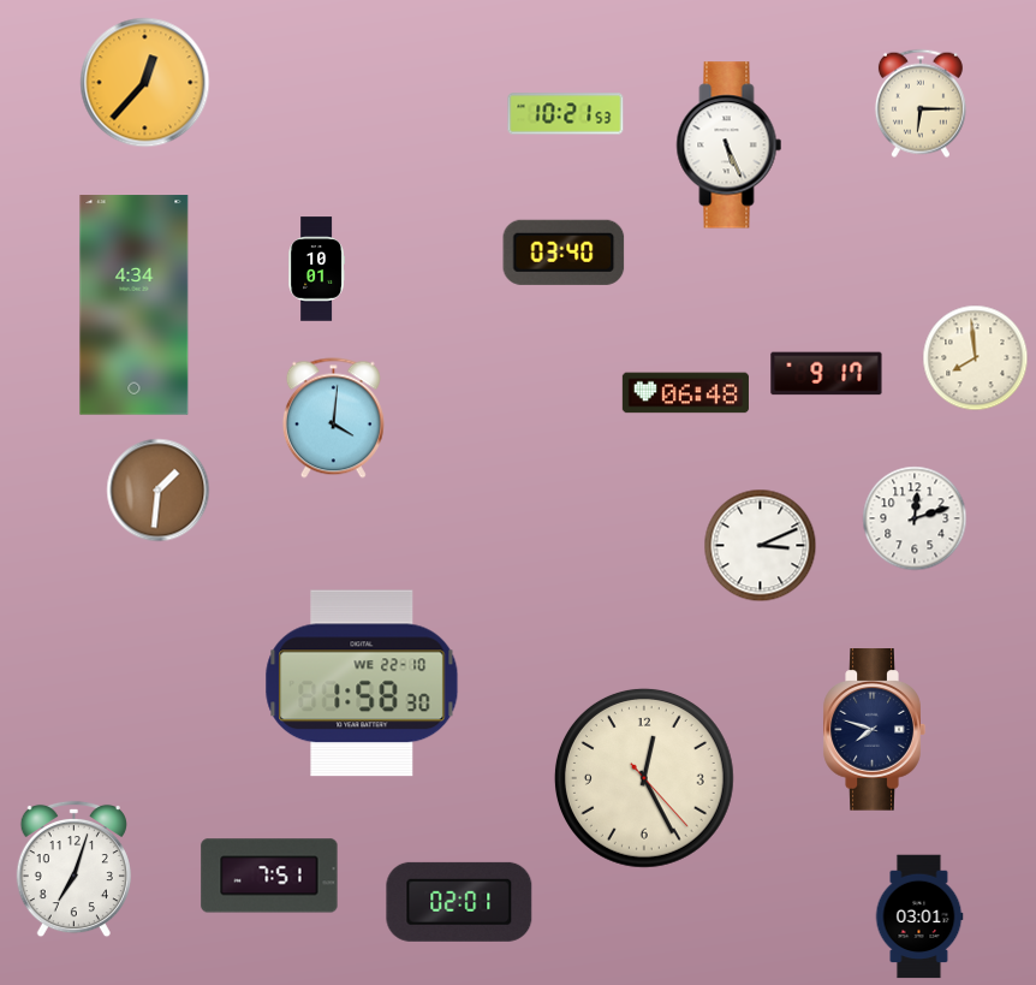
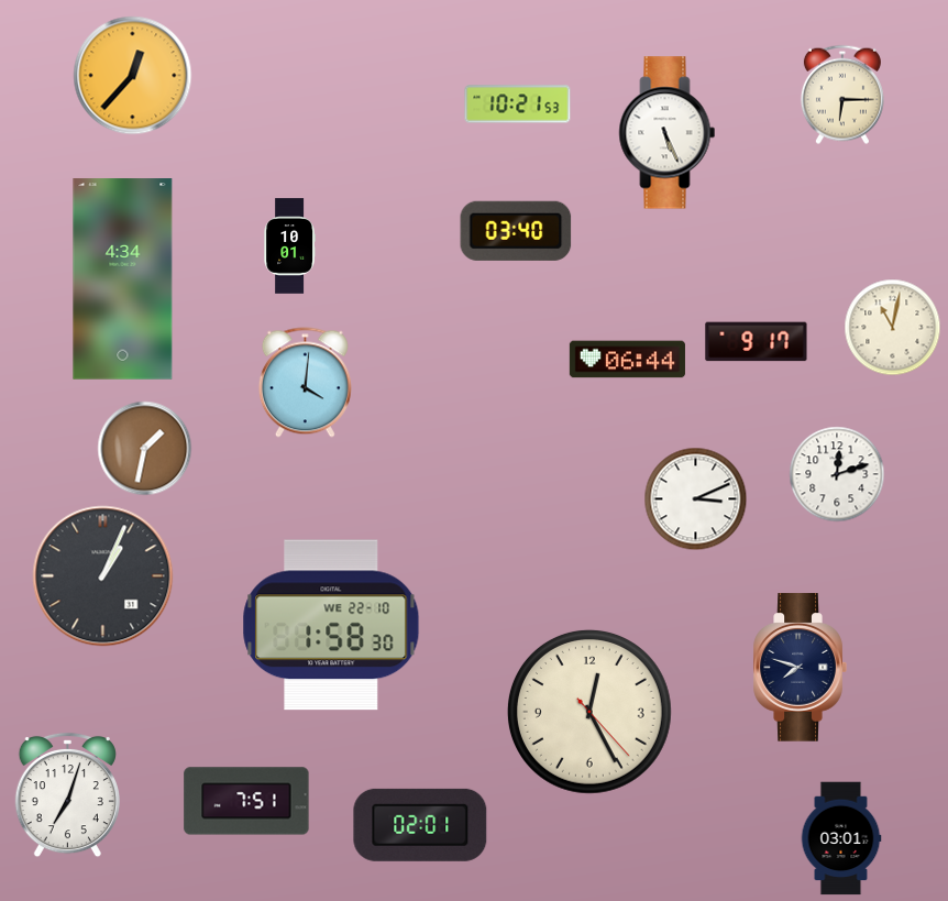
clock at (976, 358): 7:59 -> 11:02
clock at (685, 393): 06:48 -> 06:44
clock at (159, 491): 1:31 -> 1:32
clock at (103, 576): none -> 1:04
